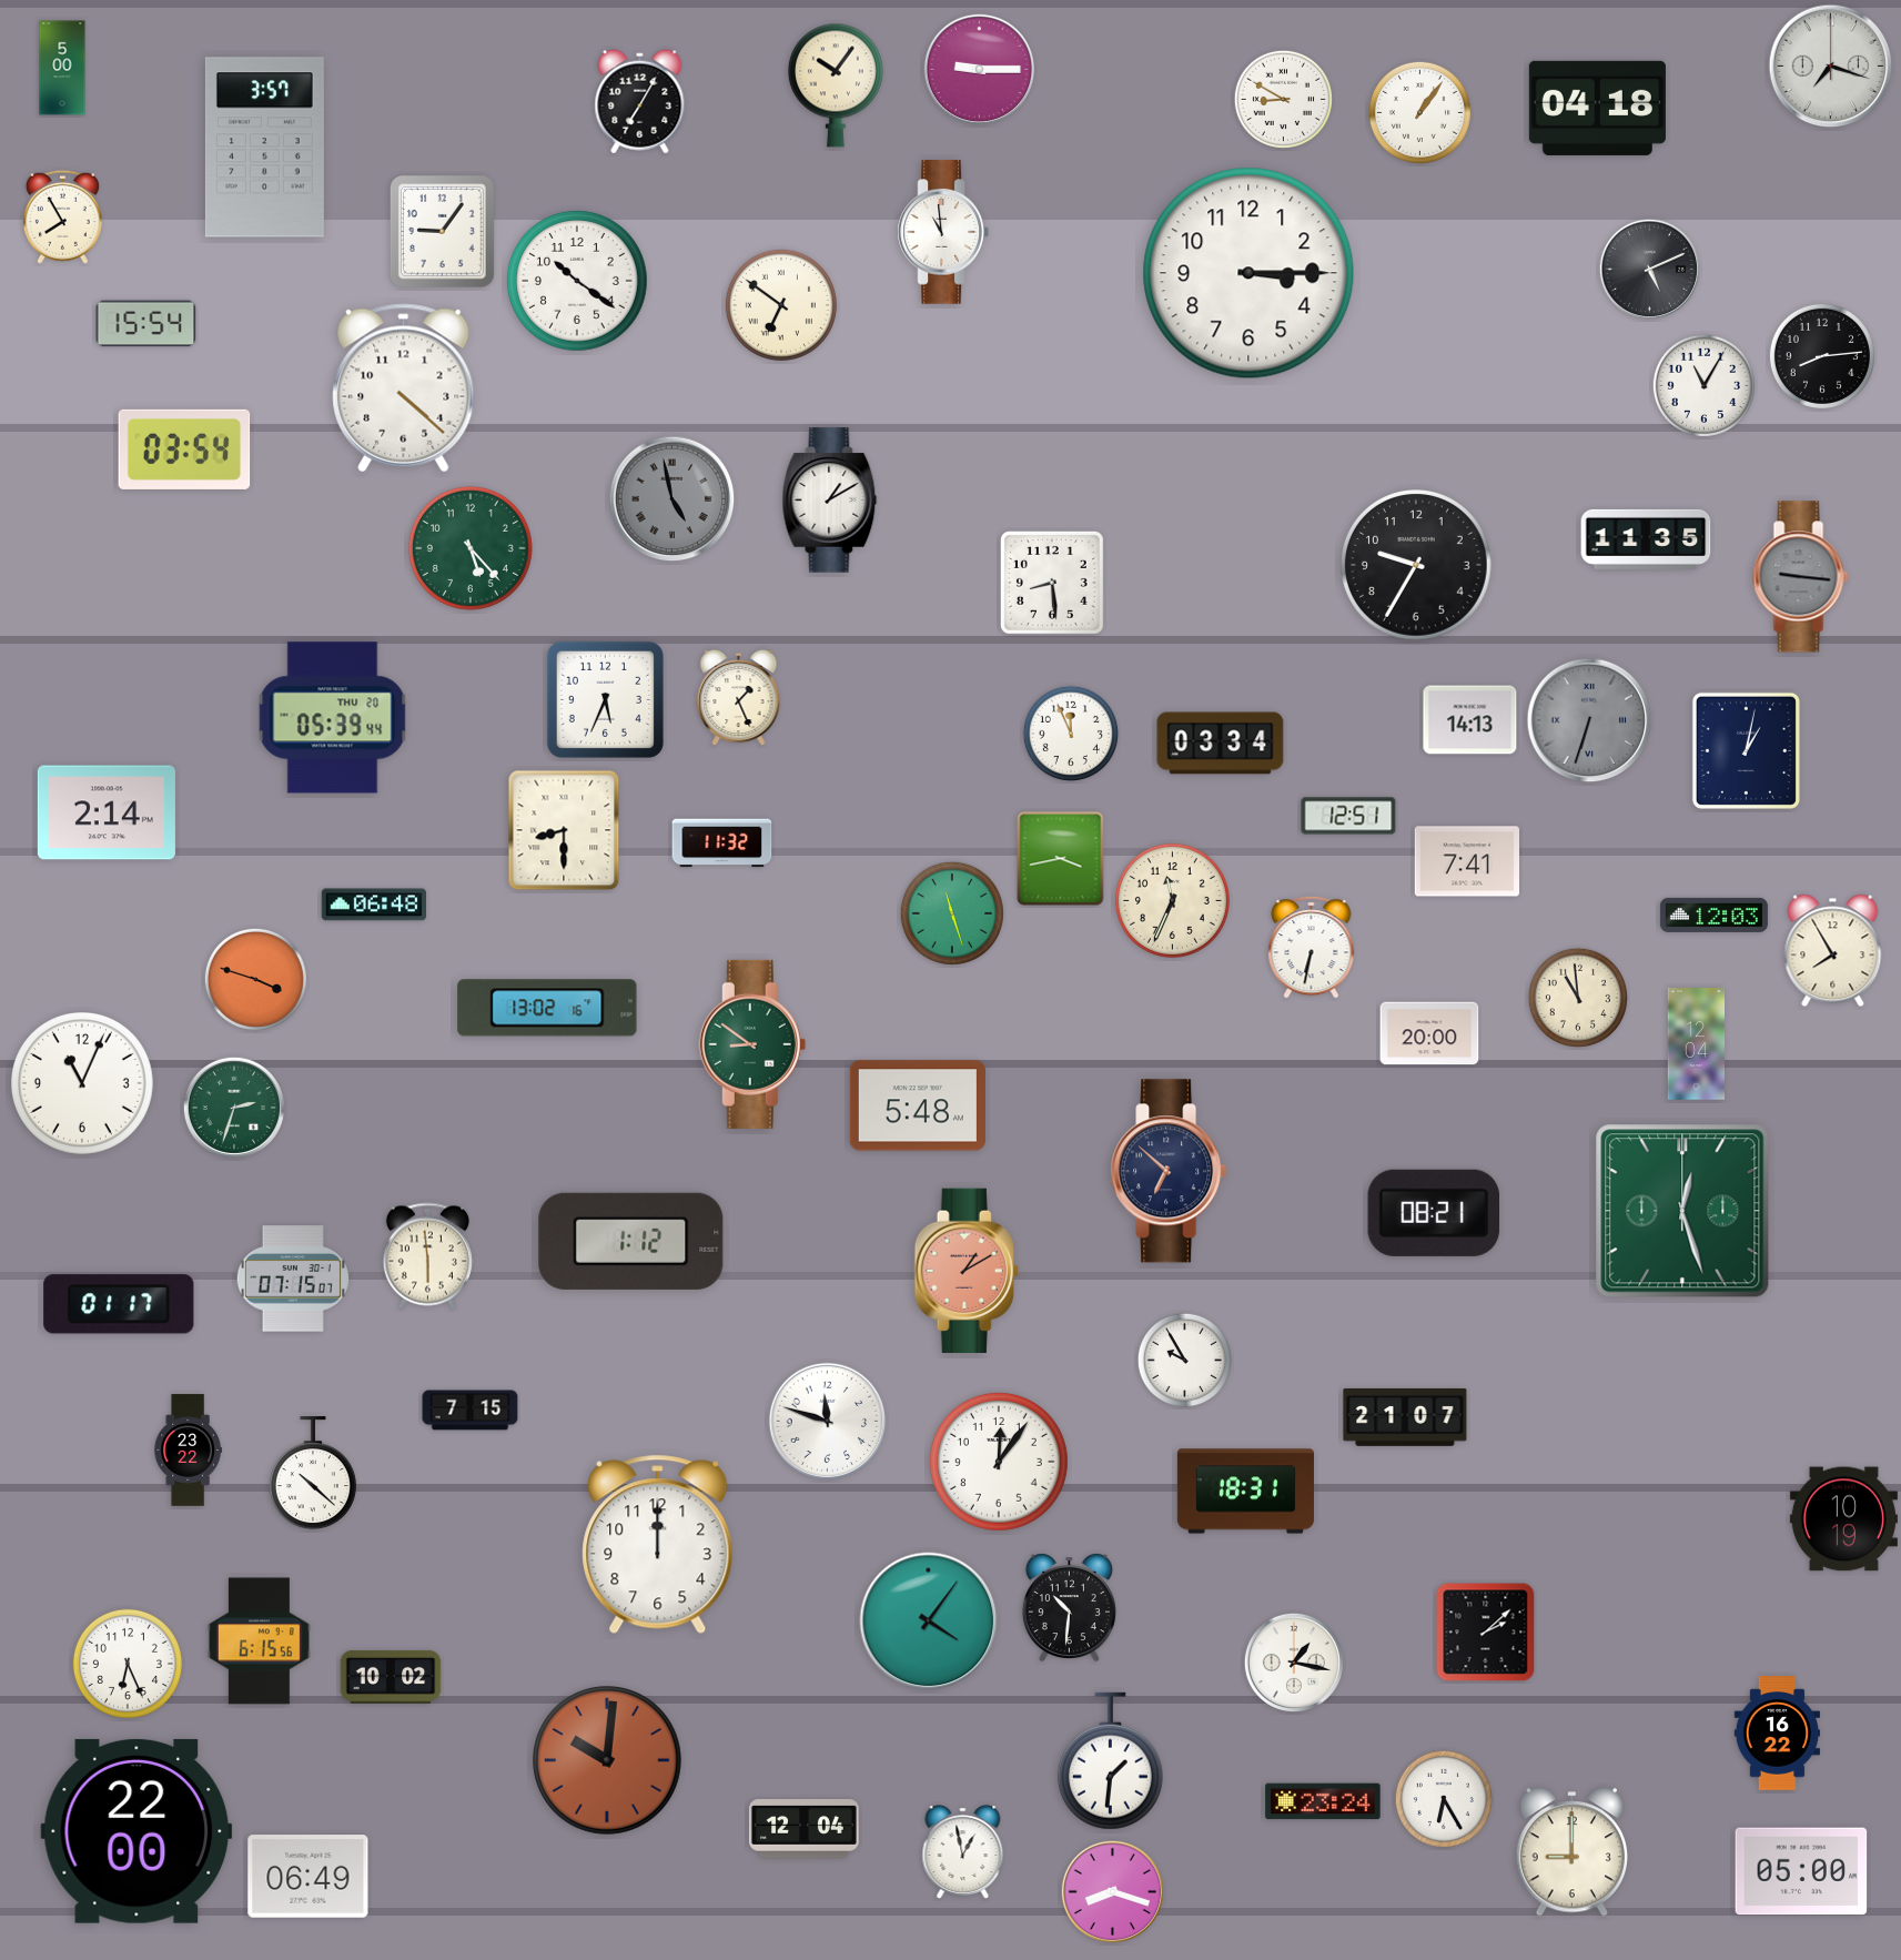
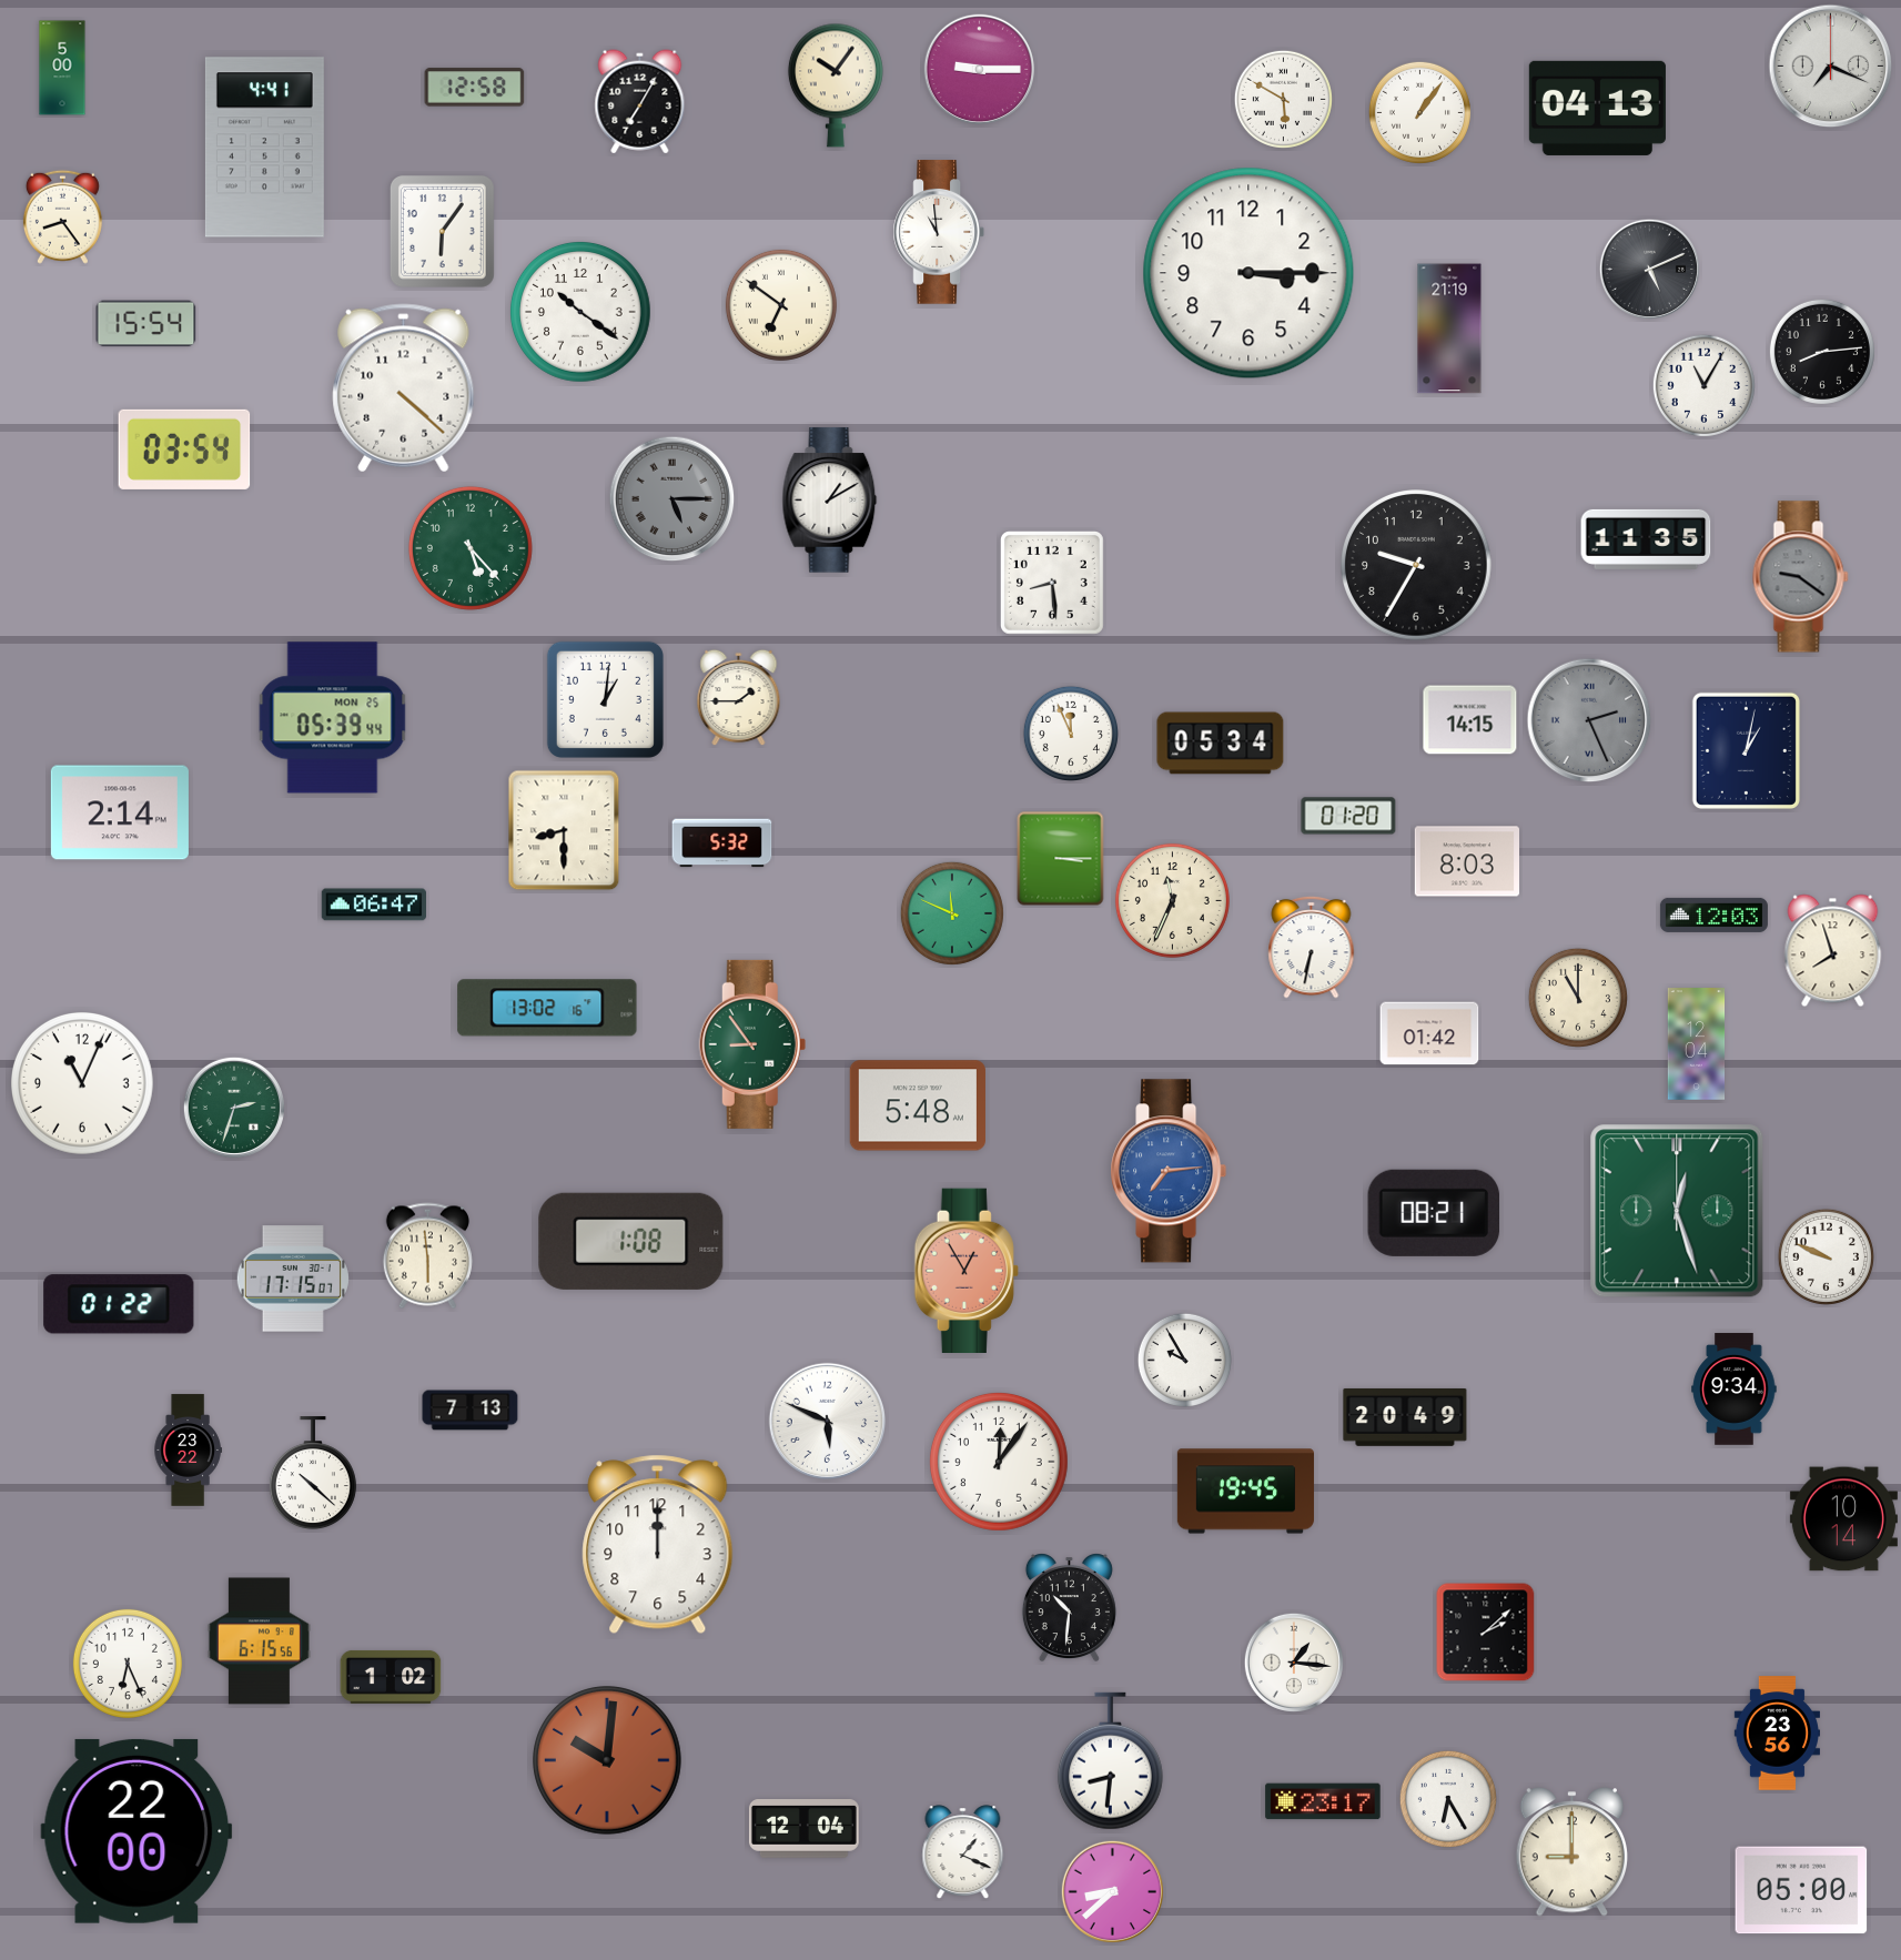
clock at (1831, 67): 7:18 -> 7:19
clock at (475, 88): none -> 12:58
clock at (1283, 99): 8:50 -> 5:50
clock at (1597, 108): 04:18 -> 04:13
clock at (264, 148): 3:57 -> 4:41
clock at (62, 216): 7:55 -> 8:24
clock at (442, 231): 9:06 -> 6:06
clock at (942, 232) position: (942, 232) -> (938, 232)
clock at (577, 281) position: (577, 281) -> (580, 312)
clock at (1449, 329): none -> 21:19
clock at (1822, 356) position: (1822, 356) -> (1822, 352)
clock at (673, 499): 4:58 -> 5:15
clock at (1801, 577): 9:16 -> 9:21
clock at (739, 698): 1:26 -> 1:45
clock at (605, 699): 5:34 -> 1:01
clock at (333, 718) date: THU 20 -> MON 25
clock at (1470, 720): 14:13 -> 14:15
clock at (1589, 720): 6:33 -> 2:26
clock at (1221, 744): 03:34 -> 05:34
clock at (107, 812) position: (107, 812) -> (120, 812)
clock at (1348, 816): 12:51 -> 01:20
clock at (722, 843): 11:32 -> 5:32
clock at (1061, 859): 3:43 -> 3:15
clock at (1466, 861): 7:41 -> 8:03
clock at (373, 905): 06:48 -> 06:47
clock at (952, 913): 11:27 -> 11:49
clock at (1833, 951): 7:55 -> 7:57
clock at (255, 979): 3:48 -> none
clock at (1578, 998): 10:59 -> 11:00
clock at (1429, 1033): 20:00 -> 01:42
clock at (752, 1044): 8:51 -> 8:54
clock at (1169, 1171): 6:52 -> 7:14
clock at (1169, 1171) dial: navy -> blue
clock at (1682, 1211) position: (1682, 1211) -> (1677, 1211)
clock at (631, 1241): 1:12 -> 1:08
clock at (1826, 1256): none -> 9:49
clock at (967, 1270): 1:10 -> 12:55
clock at (293, 1279): 07:15 -> 17:15
clock at (119, 1304): 01:17 -> 01:22
clock at (1735, 1390): none -> 9:34
clock at (471, 1411): 7:15 -> 7:13
clock at (1405, 1417): 21:07 -> 20:49
clock at (828, 1422): 11:48 -> 5:49
clock at (1245, 1492): 18:31 -> 19:45
clock at (1843, 1519): 10:19 -> 10:14
clock at (929, 1621): 4:06 -> none
clock at (1294, 1663): 1:17 -> 1:16
clock at (391, 1677): 10:02 -> 1:02
clock at (1777, 1734): 16:22 -> 23:56
clock at (1110, 1761): 1:31 -> 8:31
clock at (1444, 1799) position: (1444, 1799) -> (1448, 1799)
clock at (1323, 1801): 23:24 -> 23:17
clock at (963, 1852): 12:58 -> 1:19
clock at (1801, 1871) position: (1801, 1871) -> (1801, 1890)
clock at (309, 1877): 06:49 -> none
clock at (1112, 1891): 8:18 -> 8:38
